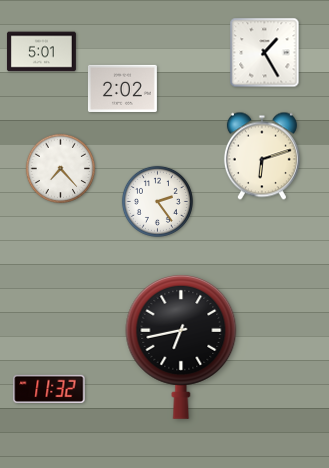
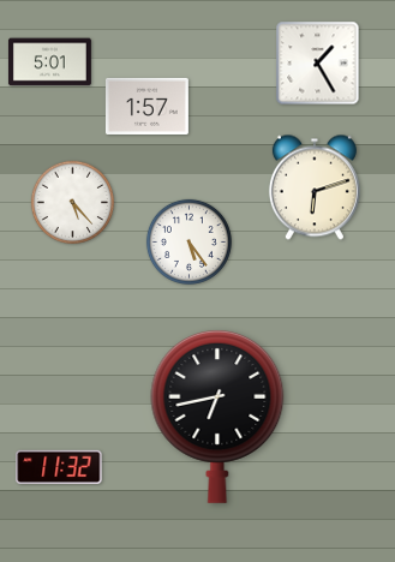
clock at (122, 88): 2:02 -> 1:57
clock at (61, 169): 7:23 -> 5:23
clock at (157, 201): 2:24 -> 5:24
